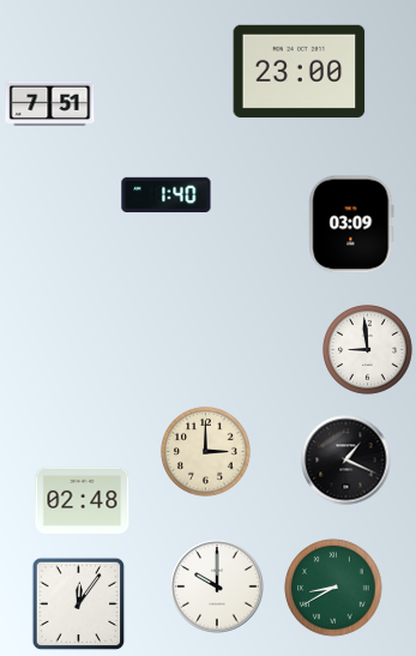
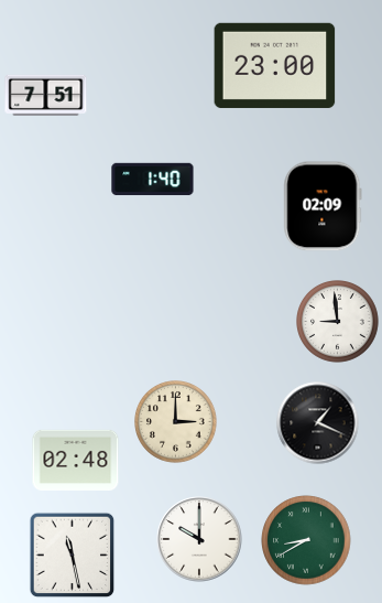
clock at (351, 224): 03:09 -> 02:09
clock at (206, 452) position: (206, 452) -> (176, 422)
clock at (79, 604): 12:06 -> 11:28
